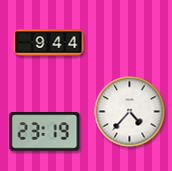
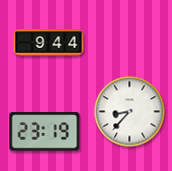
clock at (130, 112): 4:37 -> 8:37
